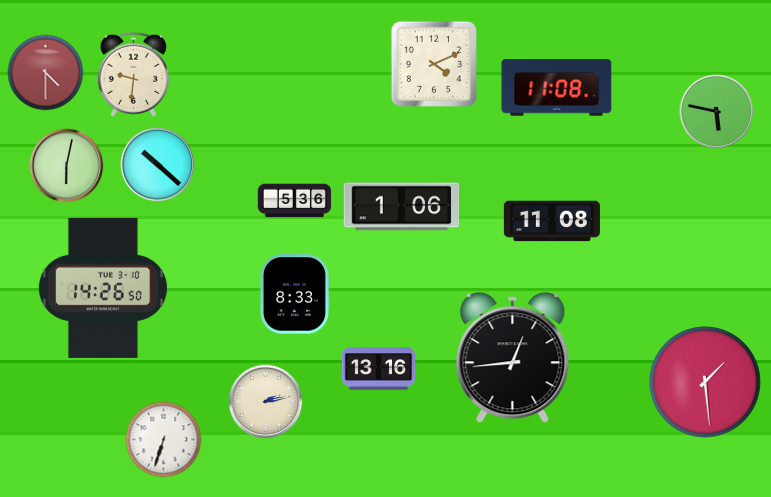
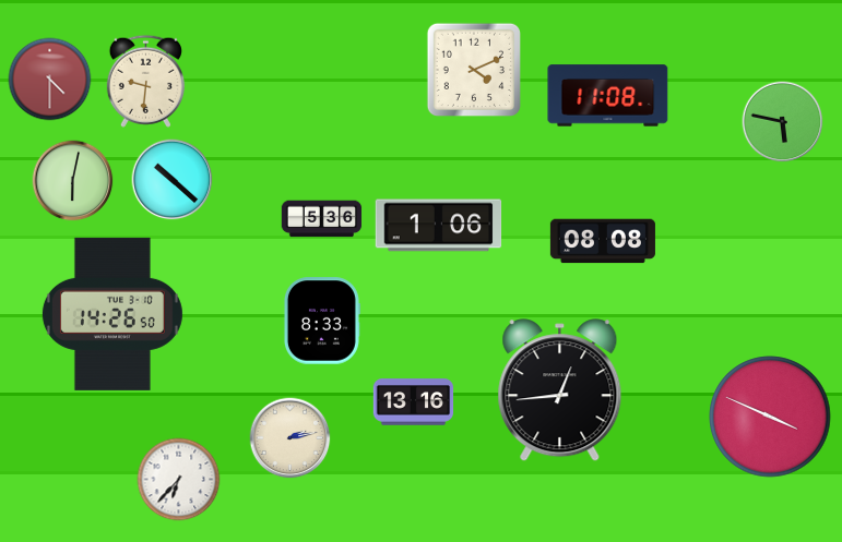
clock at (552, 221): 11:08 -> 08:08
clock at (705, 382): 1:29 -> 3:49
clock at (164, 440): 6:33 -> 6:37
